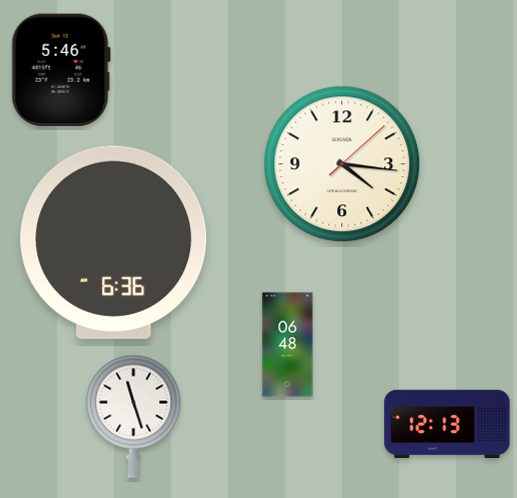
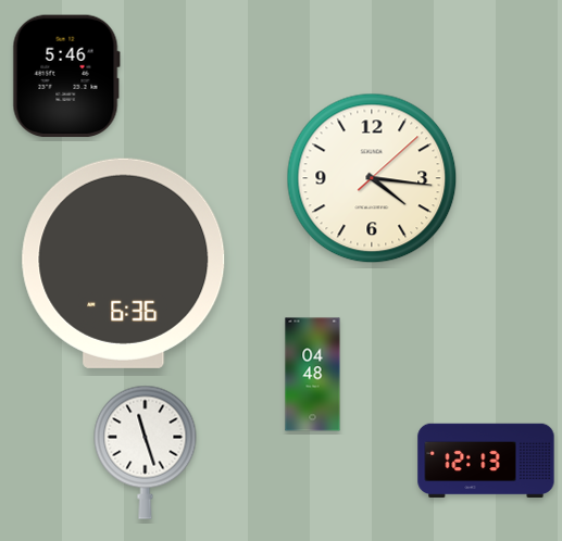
clock at (288, 345): 06:48 -> 04:48
